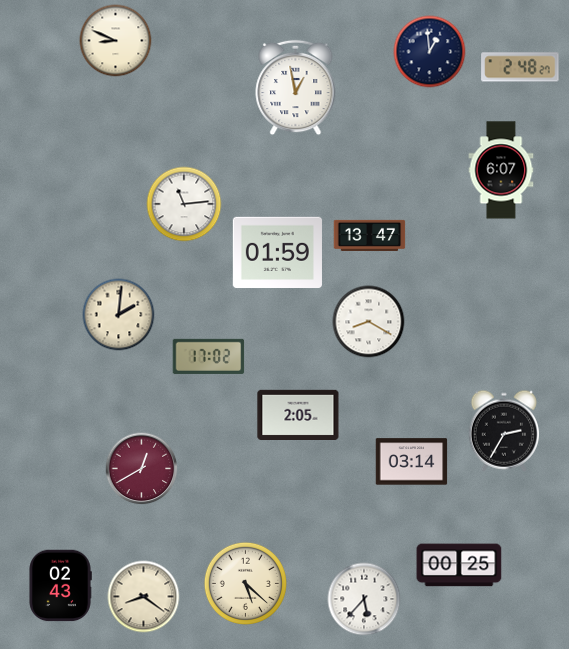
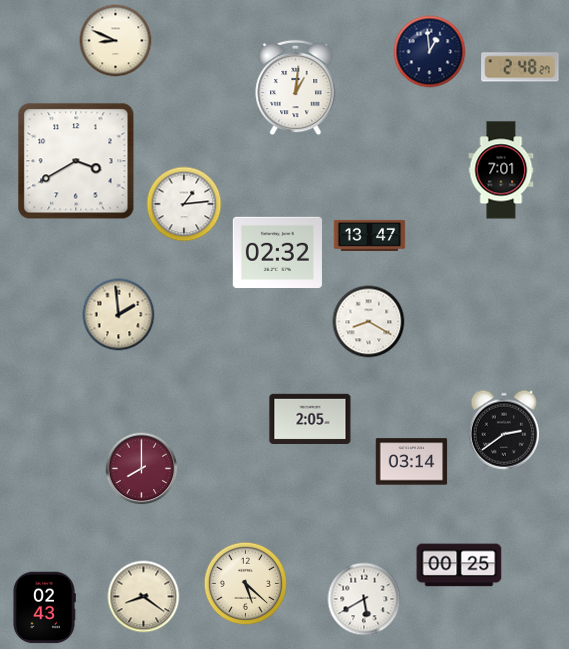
clock at (296, 88): 12:58 -> 1:01
clock at (76, 161): none -> 3:40
clock at (501, 170): 6:07 -> 7:01
clock at (184, 204): 11:14 -> 1:14
clock at (277, 253): 01:59 -> 02:32
clock at (119, 315): 2:01 -> 1:59
clock at (209, 356): 17:02 -> none
clock at (298, 414) position: (298, 414) -> (310, 418)
clock at (504, 431): 2:35 -> 2:39
clock at (142, 469): 12:40 -> 8:00
clock at (60, 586) position: (60, 586) -> (44, 608)
clock at (364, 599): 5:37 -> 5:40
